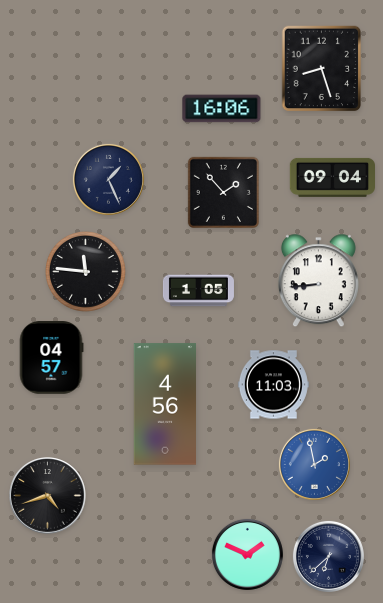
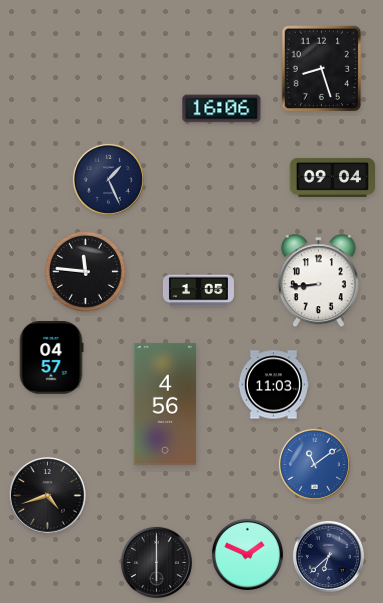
clock at (223, 192): 1:53 -> none
clock at (314, 464): 1:58 -> 11:09
clock at (156, 562): none -> 6:00
